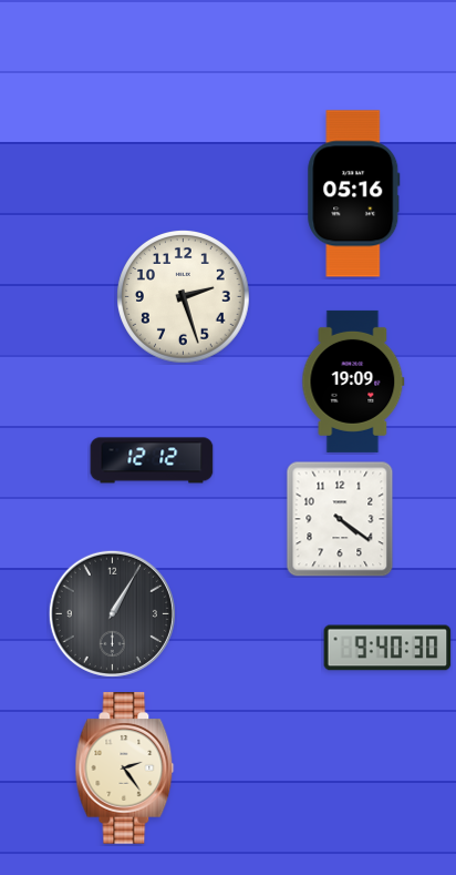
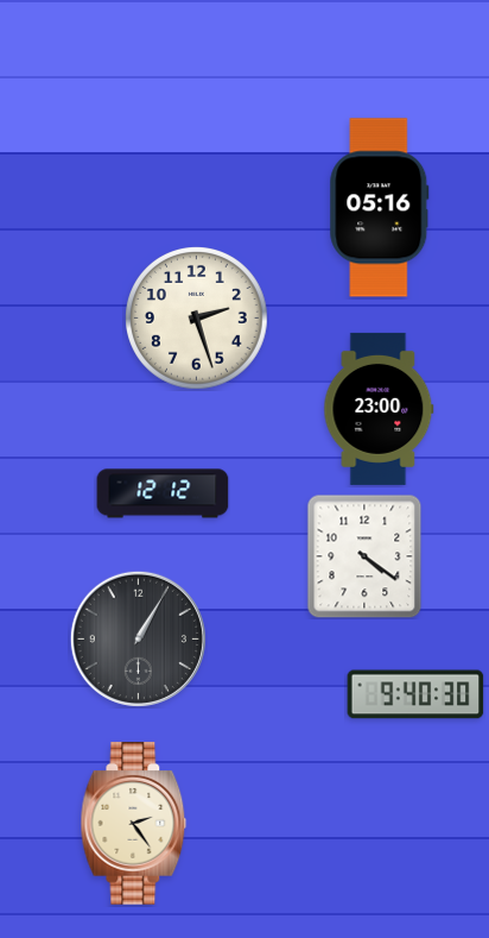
clock at (353, 381): 19:09 -> 23:00
clock at (112, 613) position: (112, 613) -> (138, 638)
